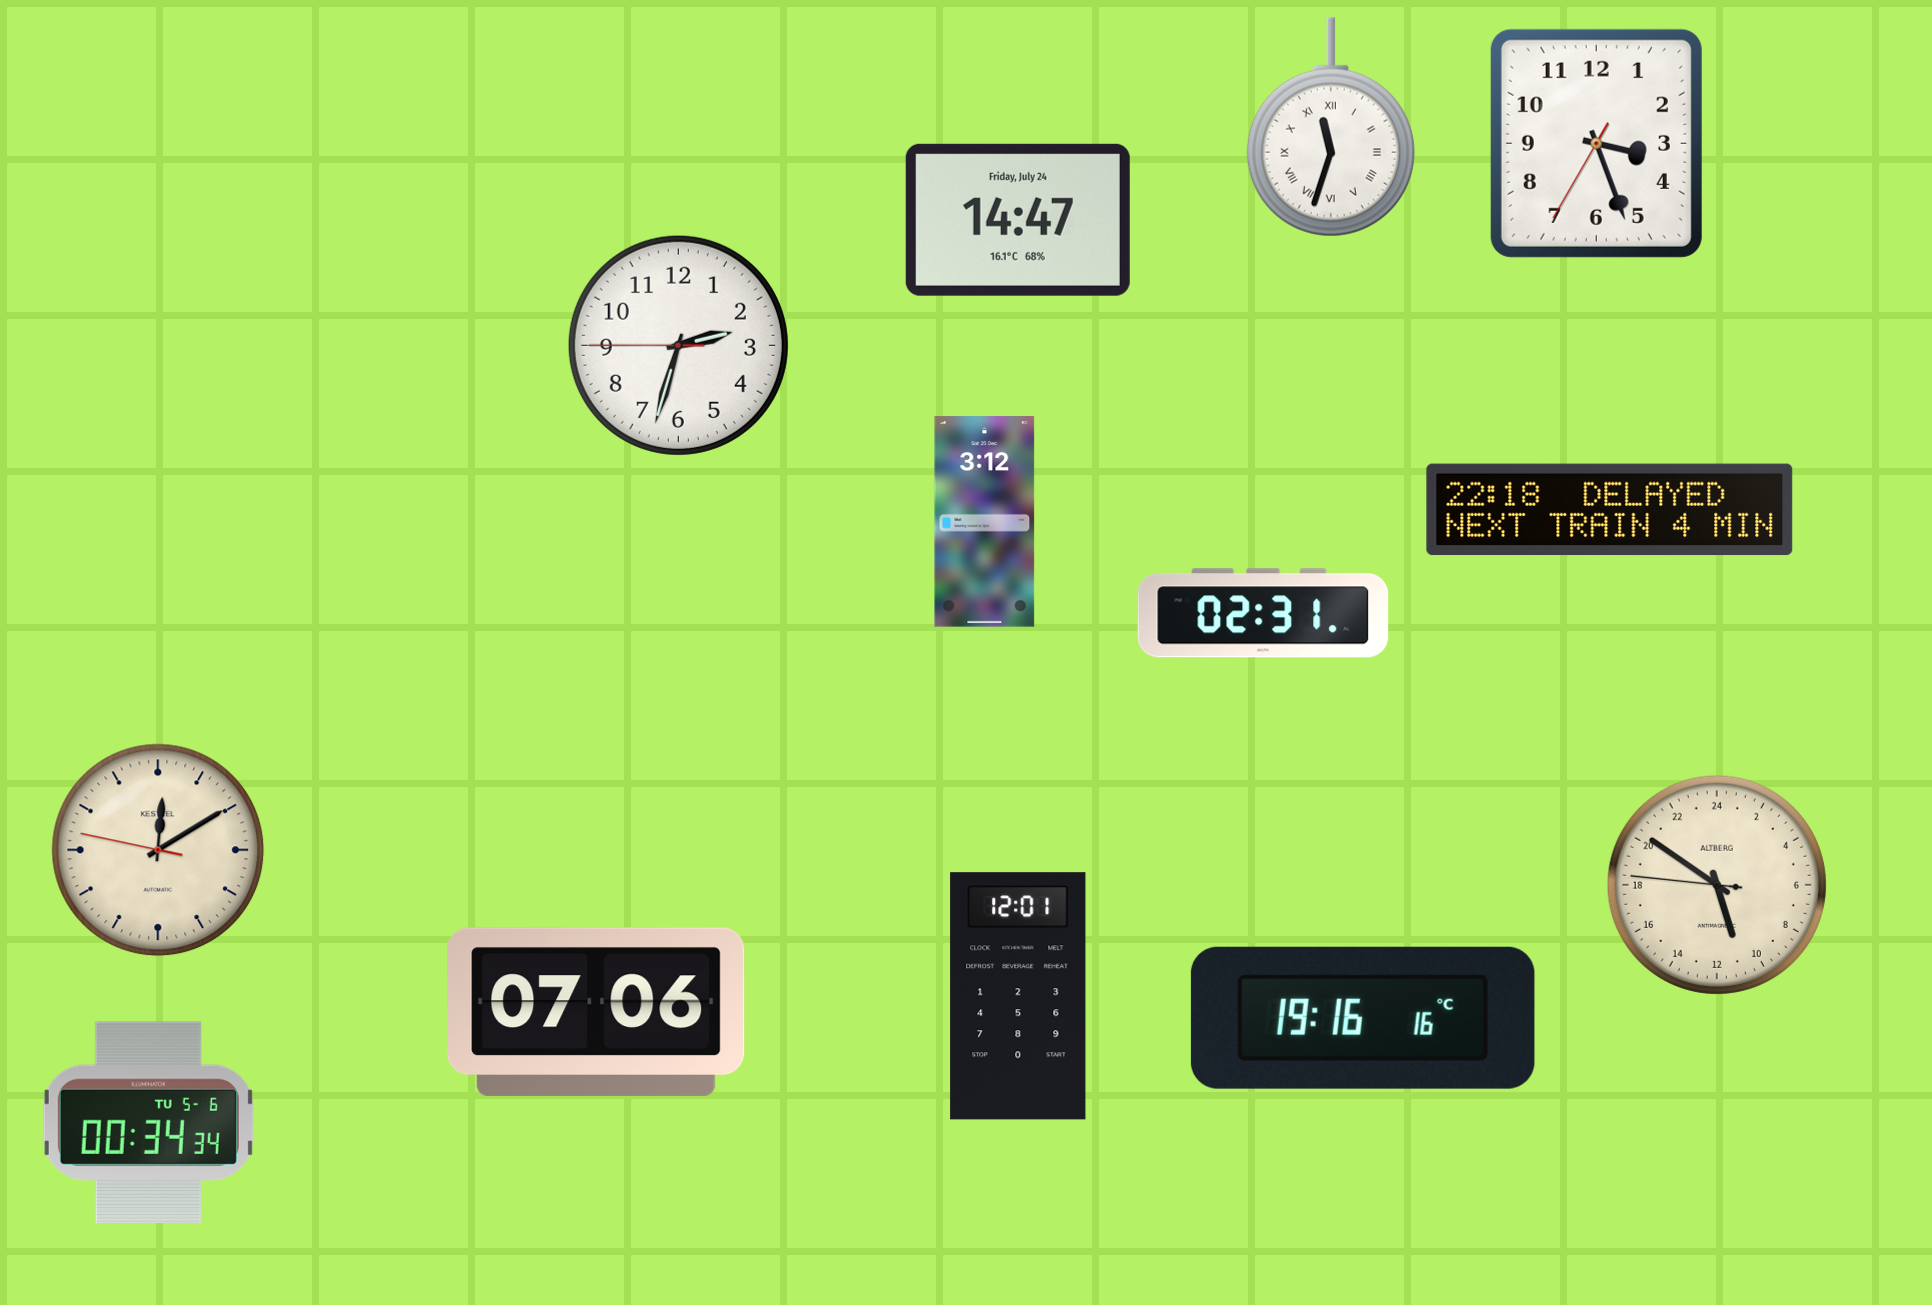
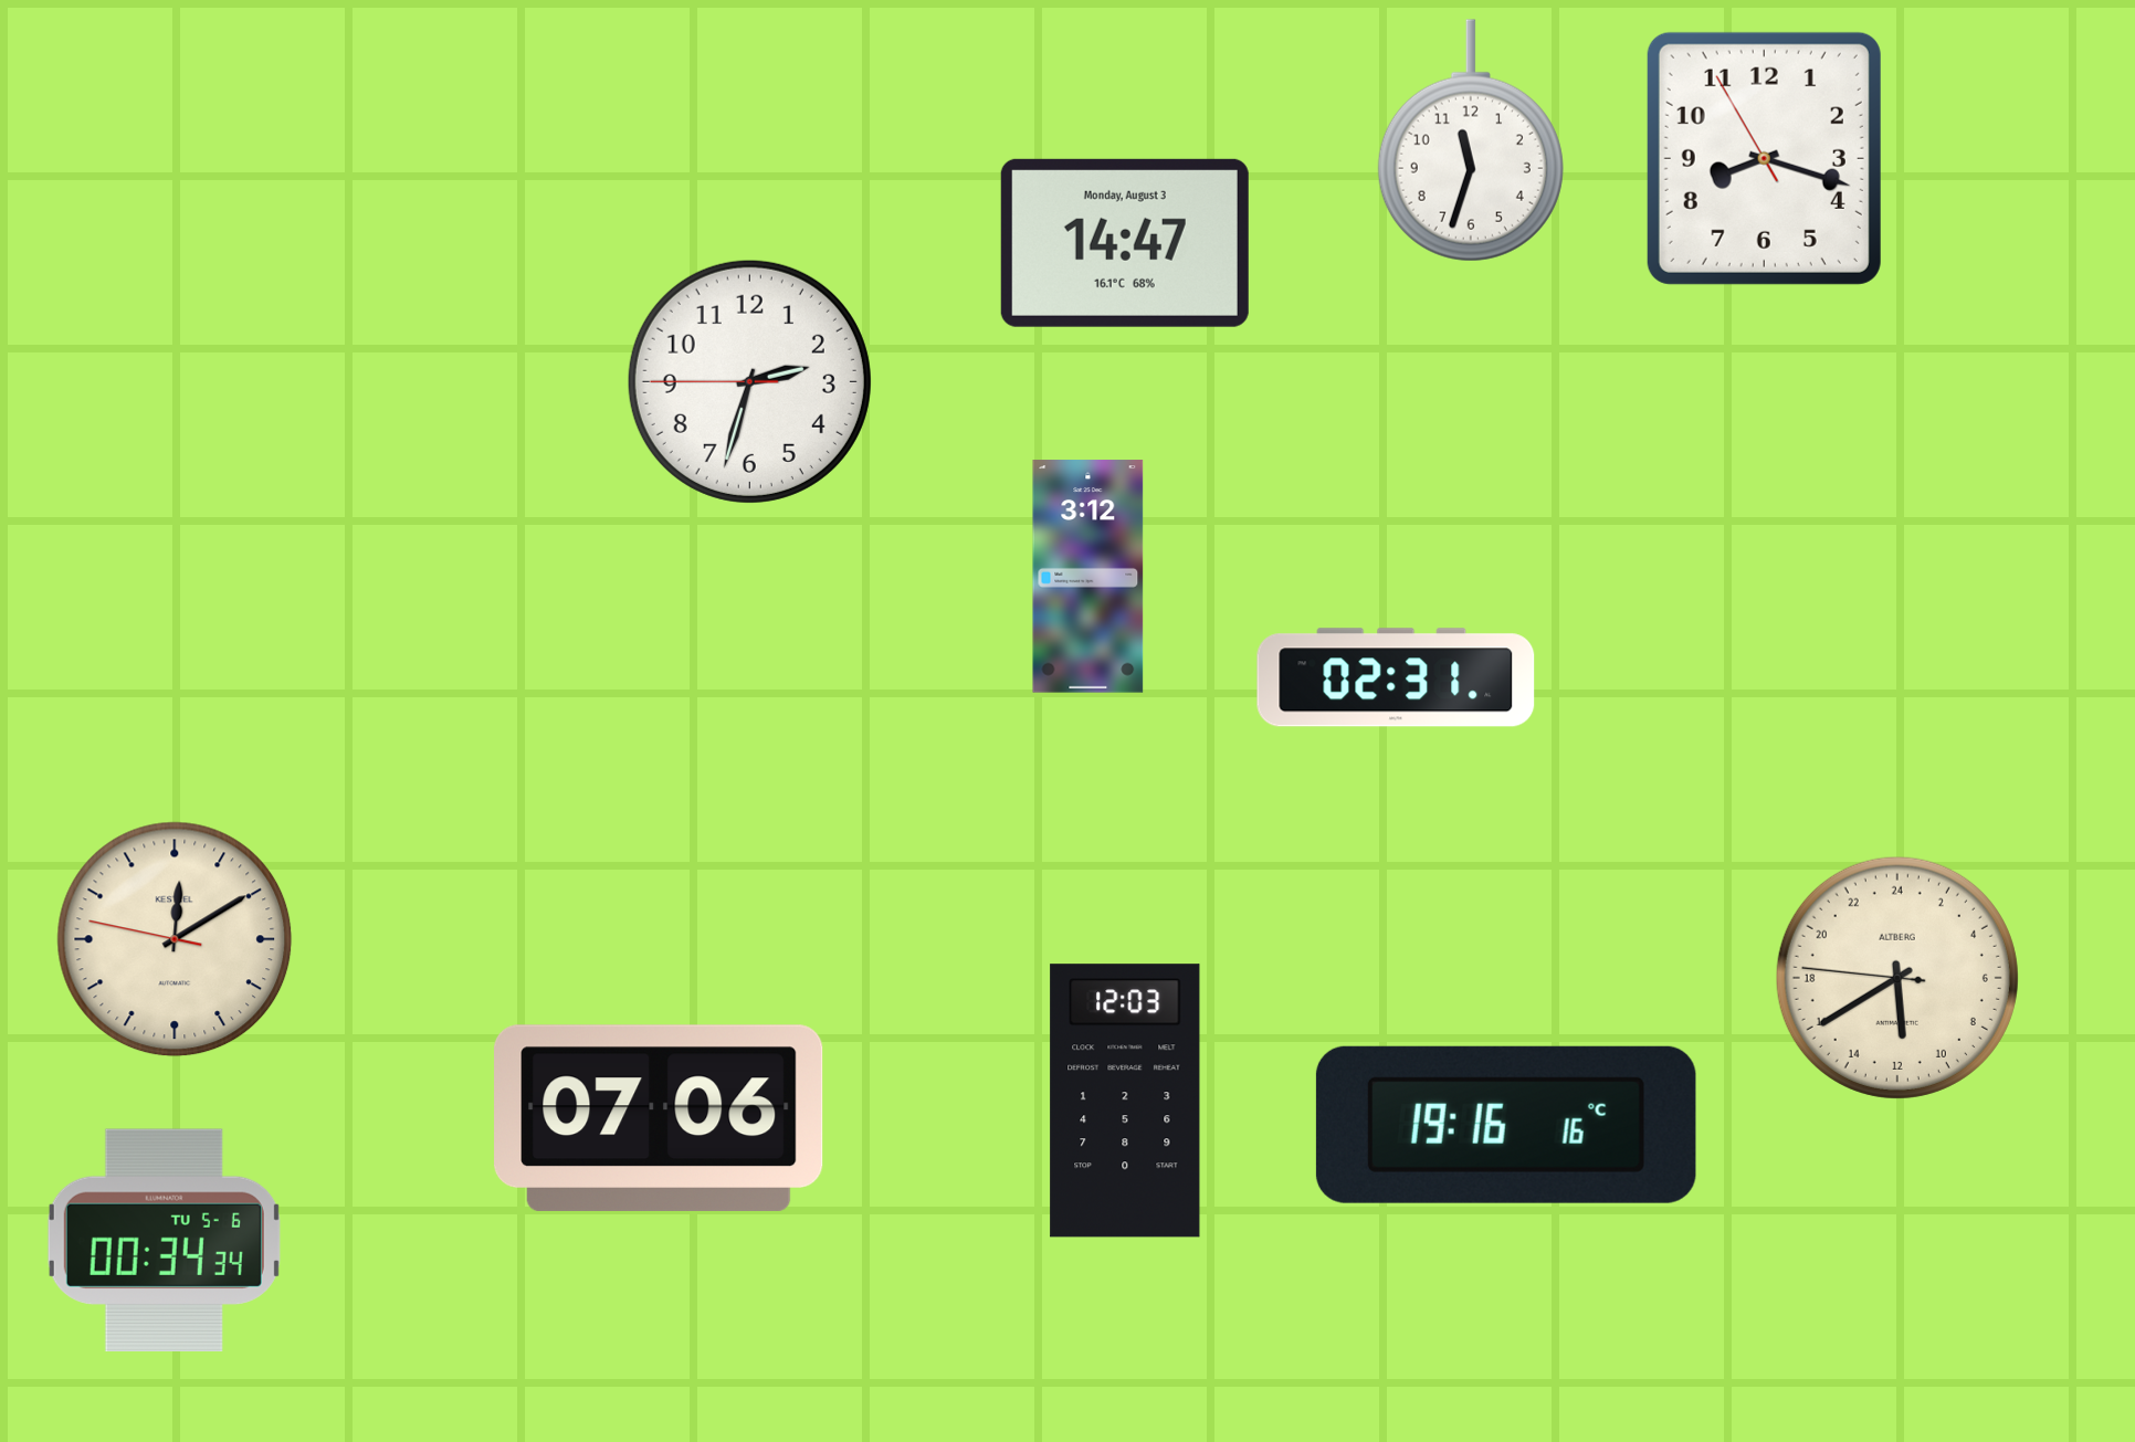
clock at (1331, 127) numerals: Roman -> Arabic
clock at (1596, 143): 3:26 -> 8:17
clock at (1018, 220) date: Friday, July 24 -> Monday, August 3
clock at (1610, 510): 22:18 -> none
clock at (1717, 885): 10:50 -> 11:39
clock at (1018, 996): 12:01 -> 12:03
